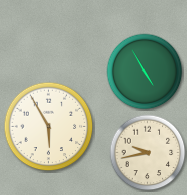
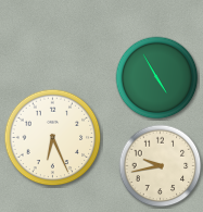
clock at (49, 127): 5:55 -> 6:26
